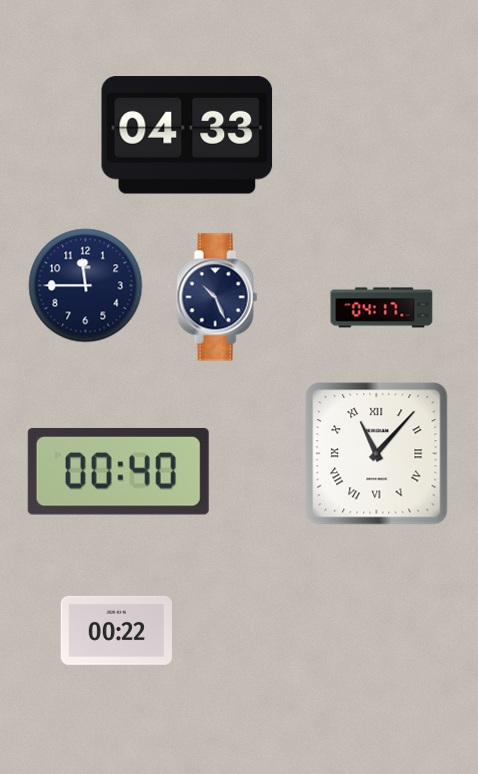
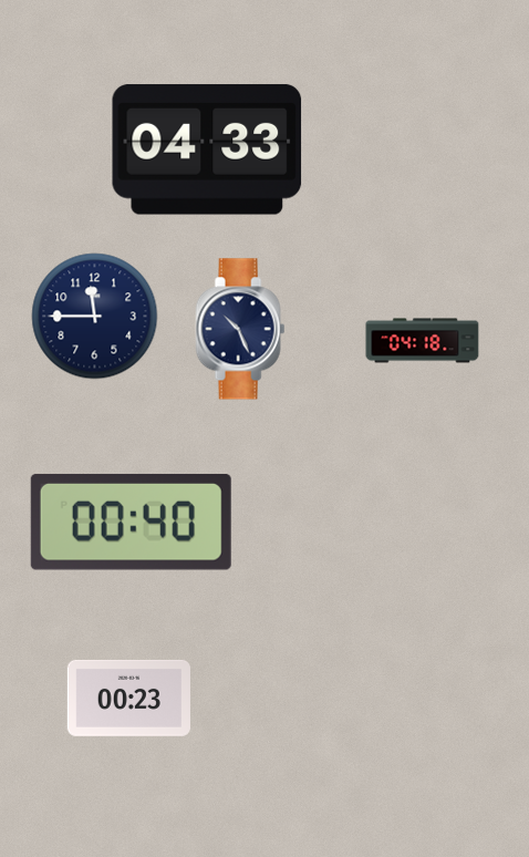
clock at (382, 308): 04:17 -> 04:18
clock at (377, 454): 11:07 -> none
clock at (116, 630): 00:22 -> 00:23
